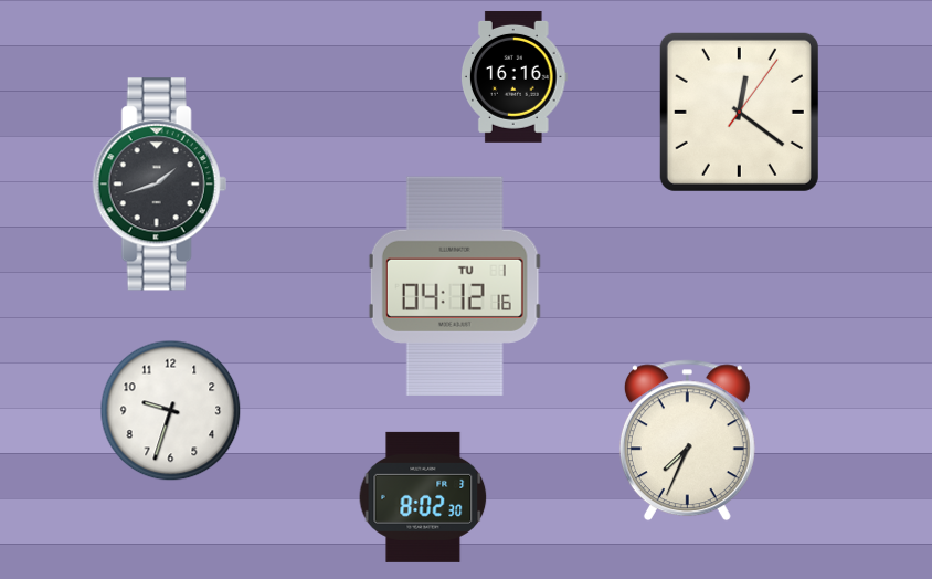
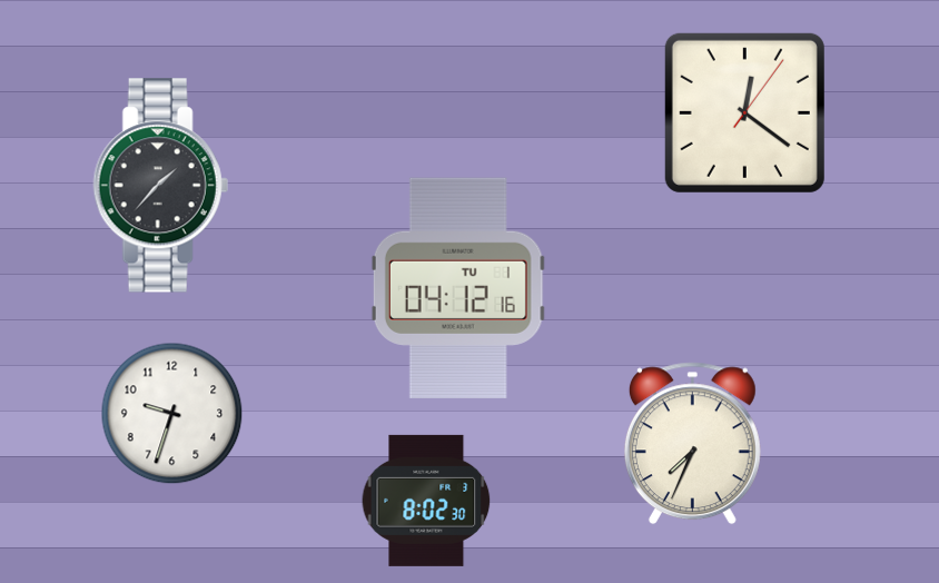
clock at (515, 76): 16:16 -> none
clock at (159, 185): 1:42 -> 1:37
